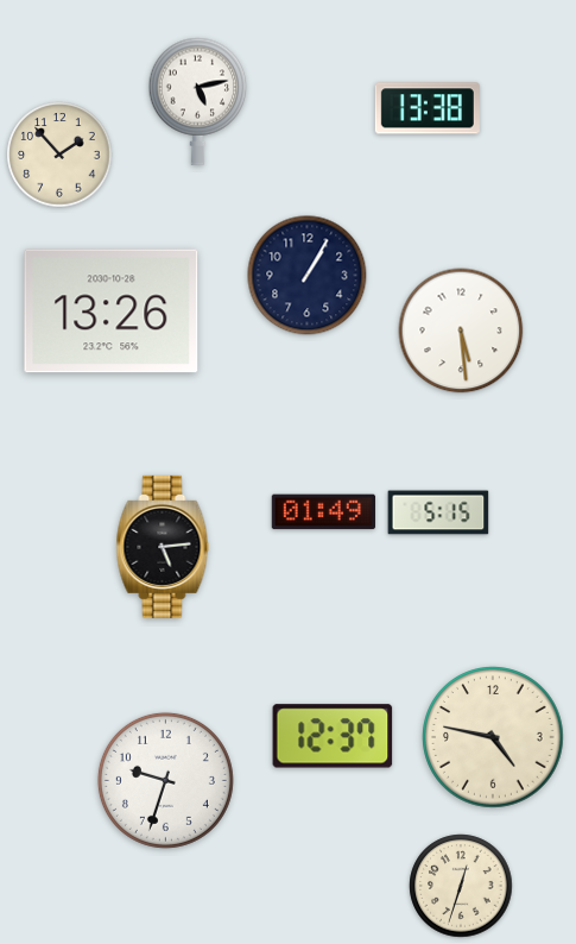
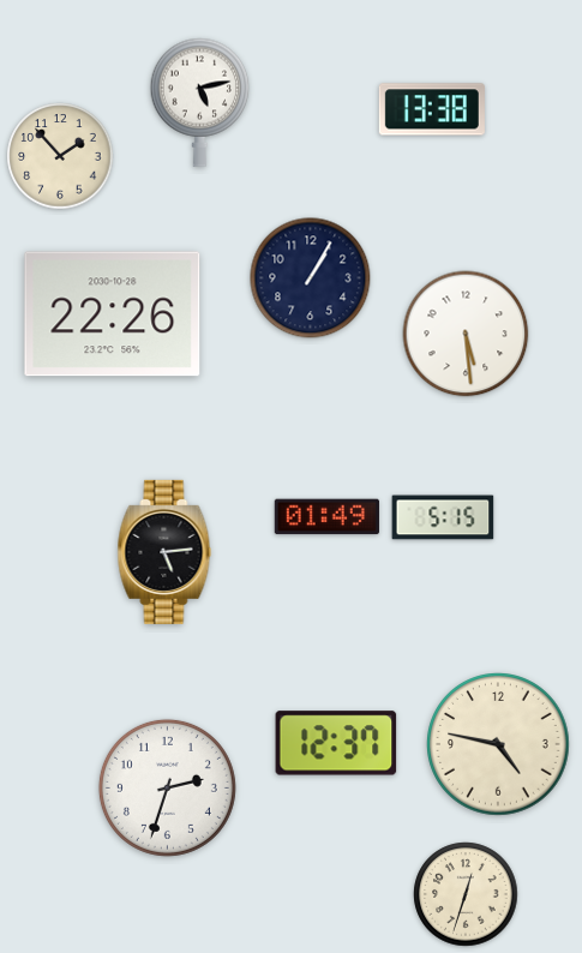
clock at (112, 311): 13:26 -> 22:26
clock at (165, 780): 9:33 -> 2:33
